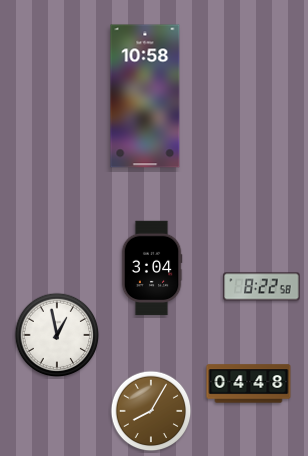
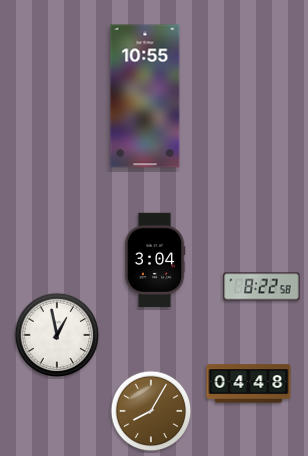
clock at (145, 96): 10:58 -> 10:55
clock at (152, 268) position: (152, 268) -> (155, 260)
